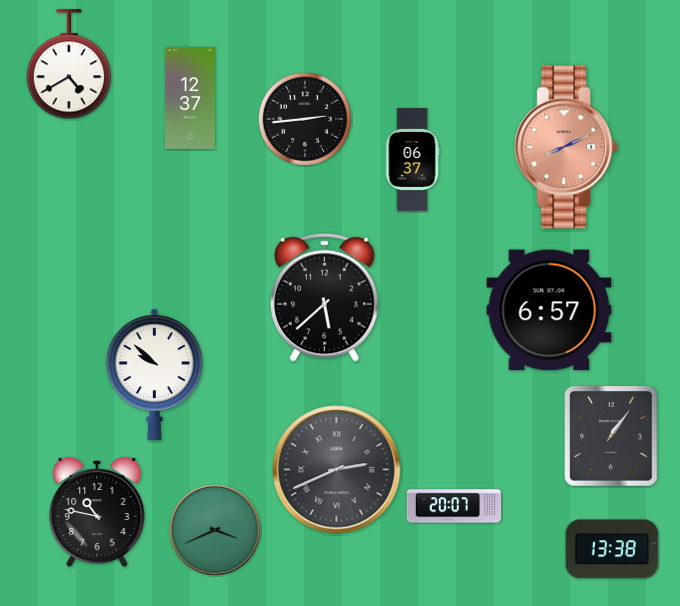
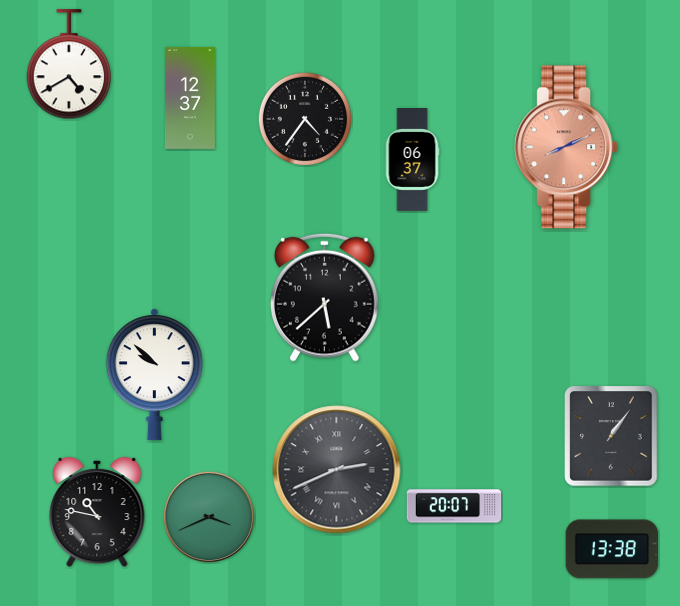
clock at (305, 119): 2:44 -> 4:36
clock at (549, 310): 6:57 -> none
clock at (215, 530) position: (215, 530) -> (209, 517)
